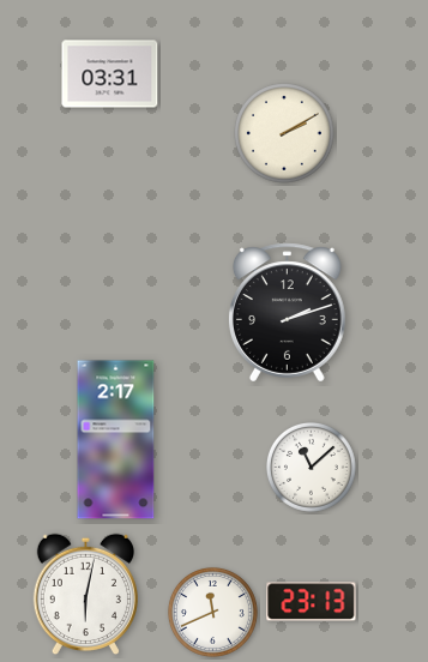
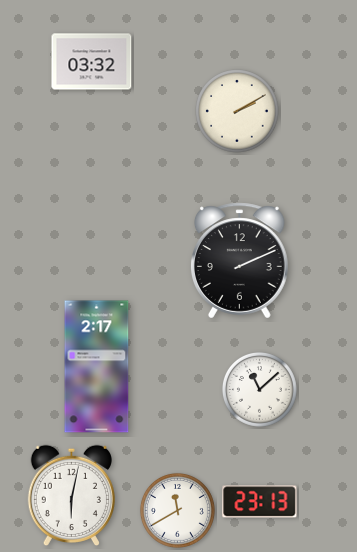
clock at (110, 74): 03:31 -> 03:32
clock at (288, 313): 2:12 -> 2:11
clock at (212, 612): 11:41 -> 11:40
